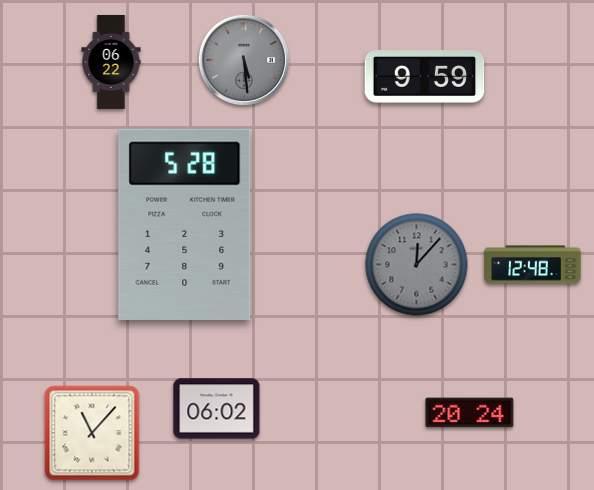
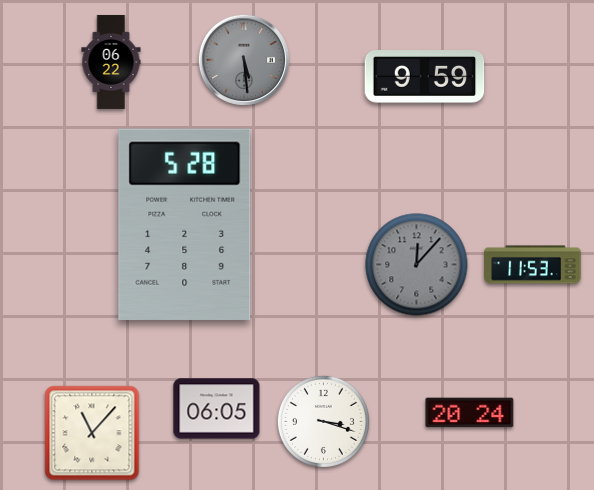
clock at (533, 265): 12:48 -> 11:53
clock at (217, 409): 06:02 -> 06:05
clock at (323, 421): none -> 3:18
